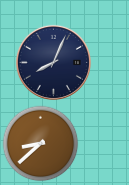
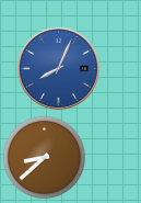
clock at (53, 62) dial: navy -> blue
